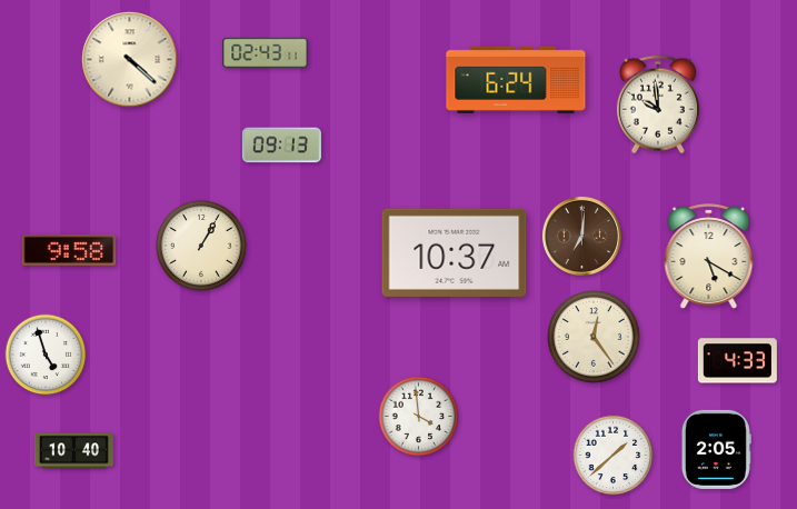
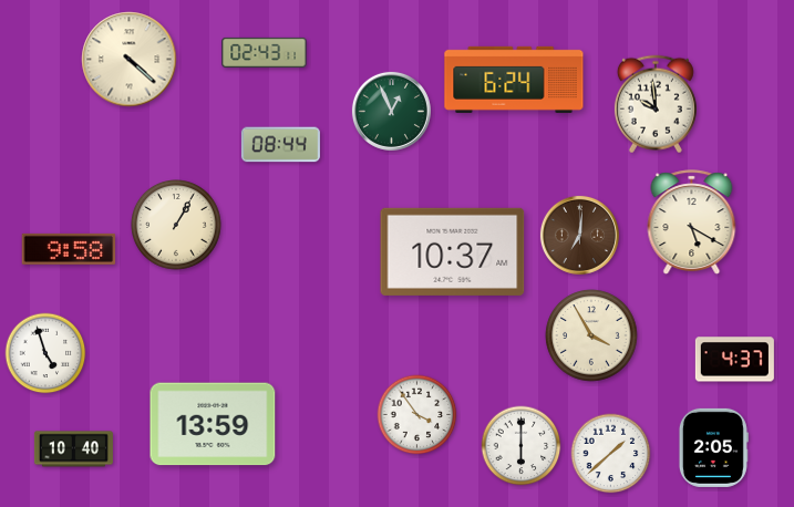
clock at (391, 111): none -> 12:56
clock at (281, 146): 09:13 -> 08:44
clock at (202, 247) position: (202, 247) -> (177, 226)
clock at (709, 257) position: (709, 257) -> (692, 223)
clock at (594, 337): 12:24 -> 3:55
clock at (737, 361): 4:33 -> 4:37
clock at (419, 417): 3:59 -> 3:54
clock at (213, 424): none -> 13:59
clock at (522, 446): none -> 6:00
